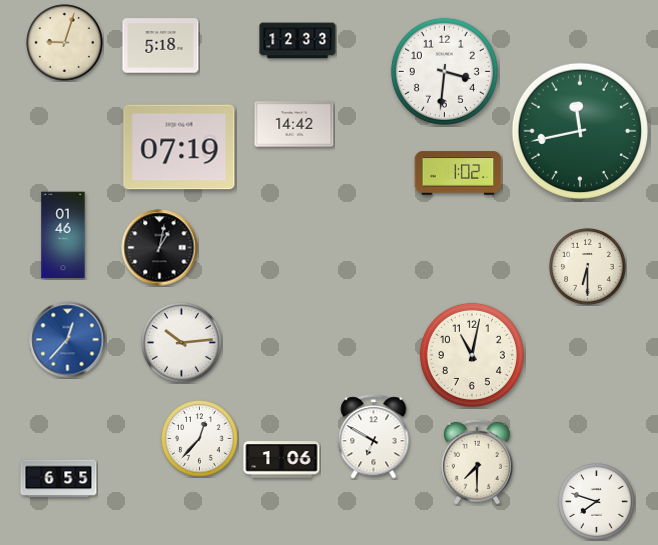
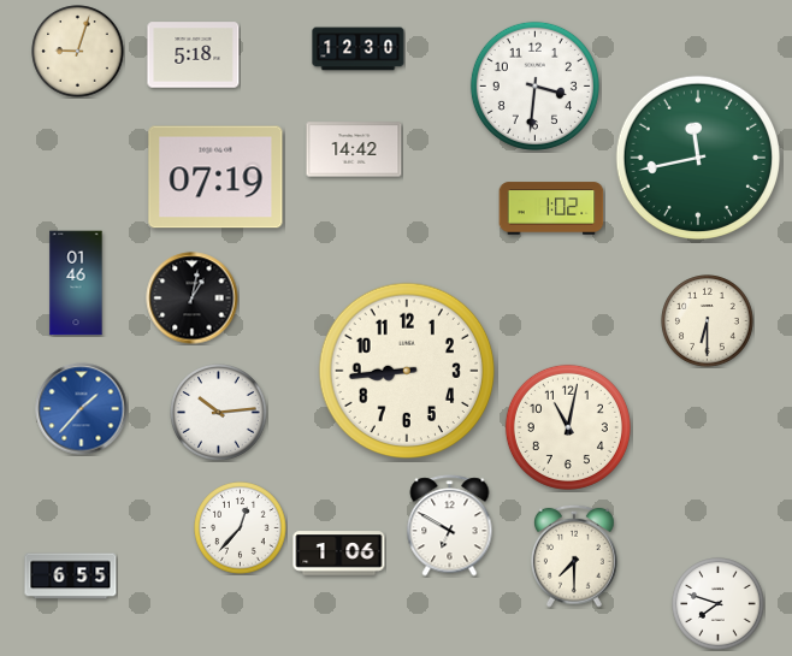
clock at (298, 41): 12:33 -> 12:30
clock at (407, 371): none -> 8:44
clock at (68, 340): 12:37 -> 1:37
